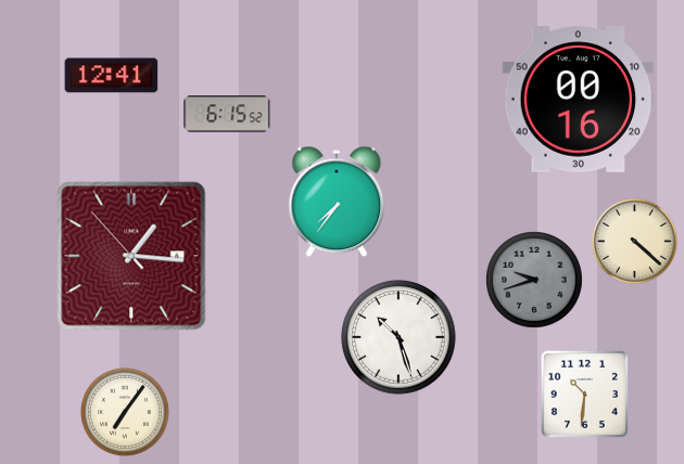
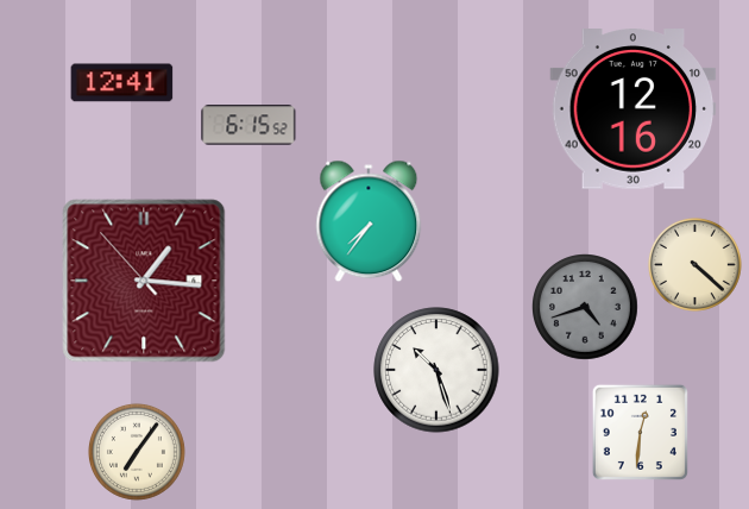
clock at (579, 100): 00:16 -> 12:16
clock at (535, 281): 9:42 -> 4:42
clock at (584, 394): 10:31 -> 12:31
